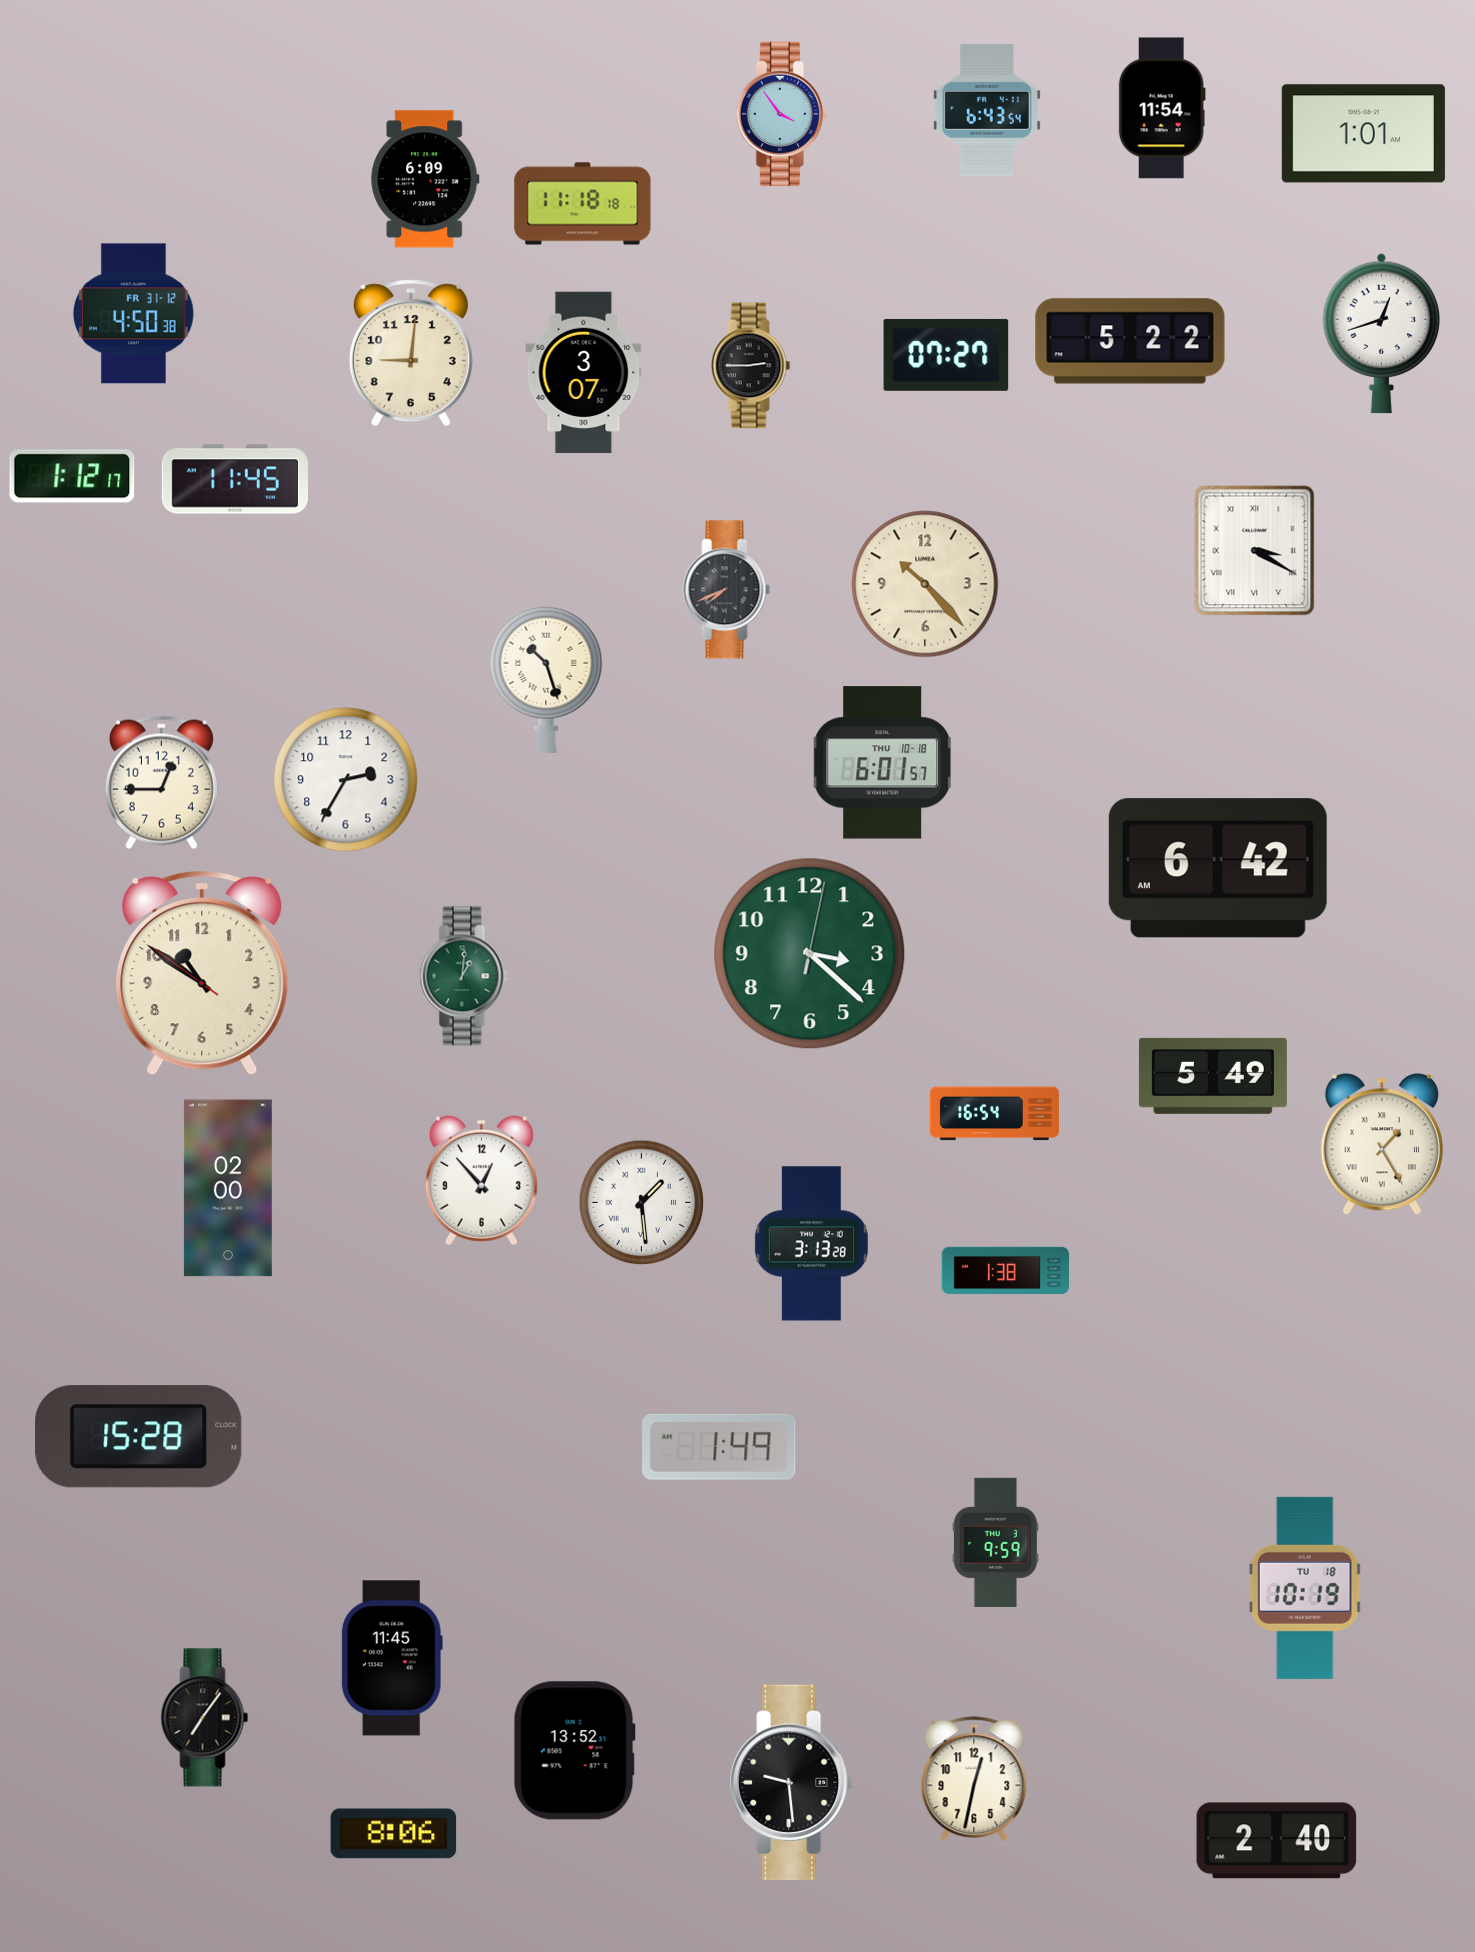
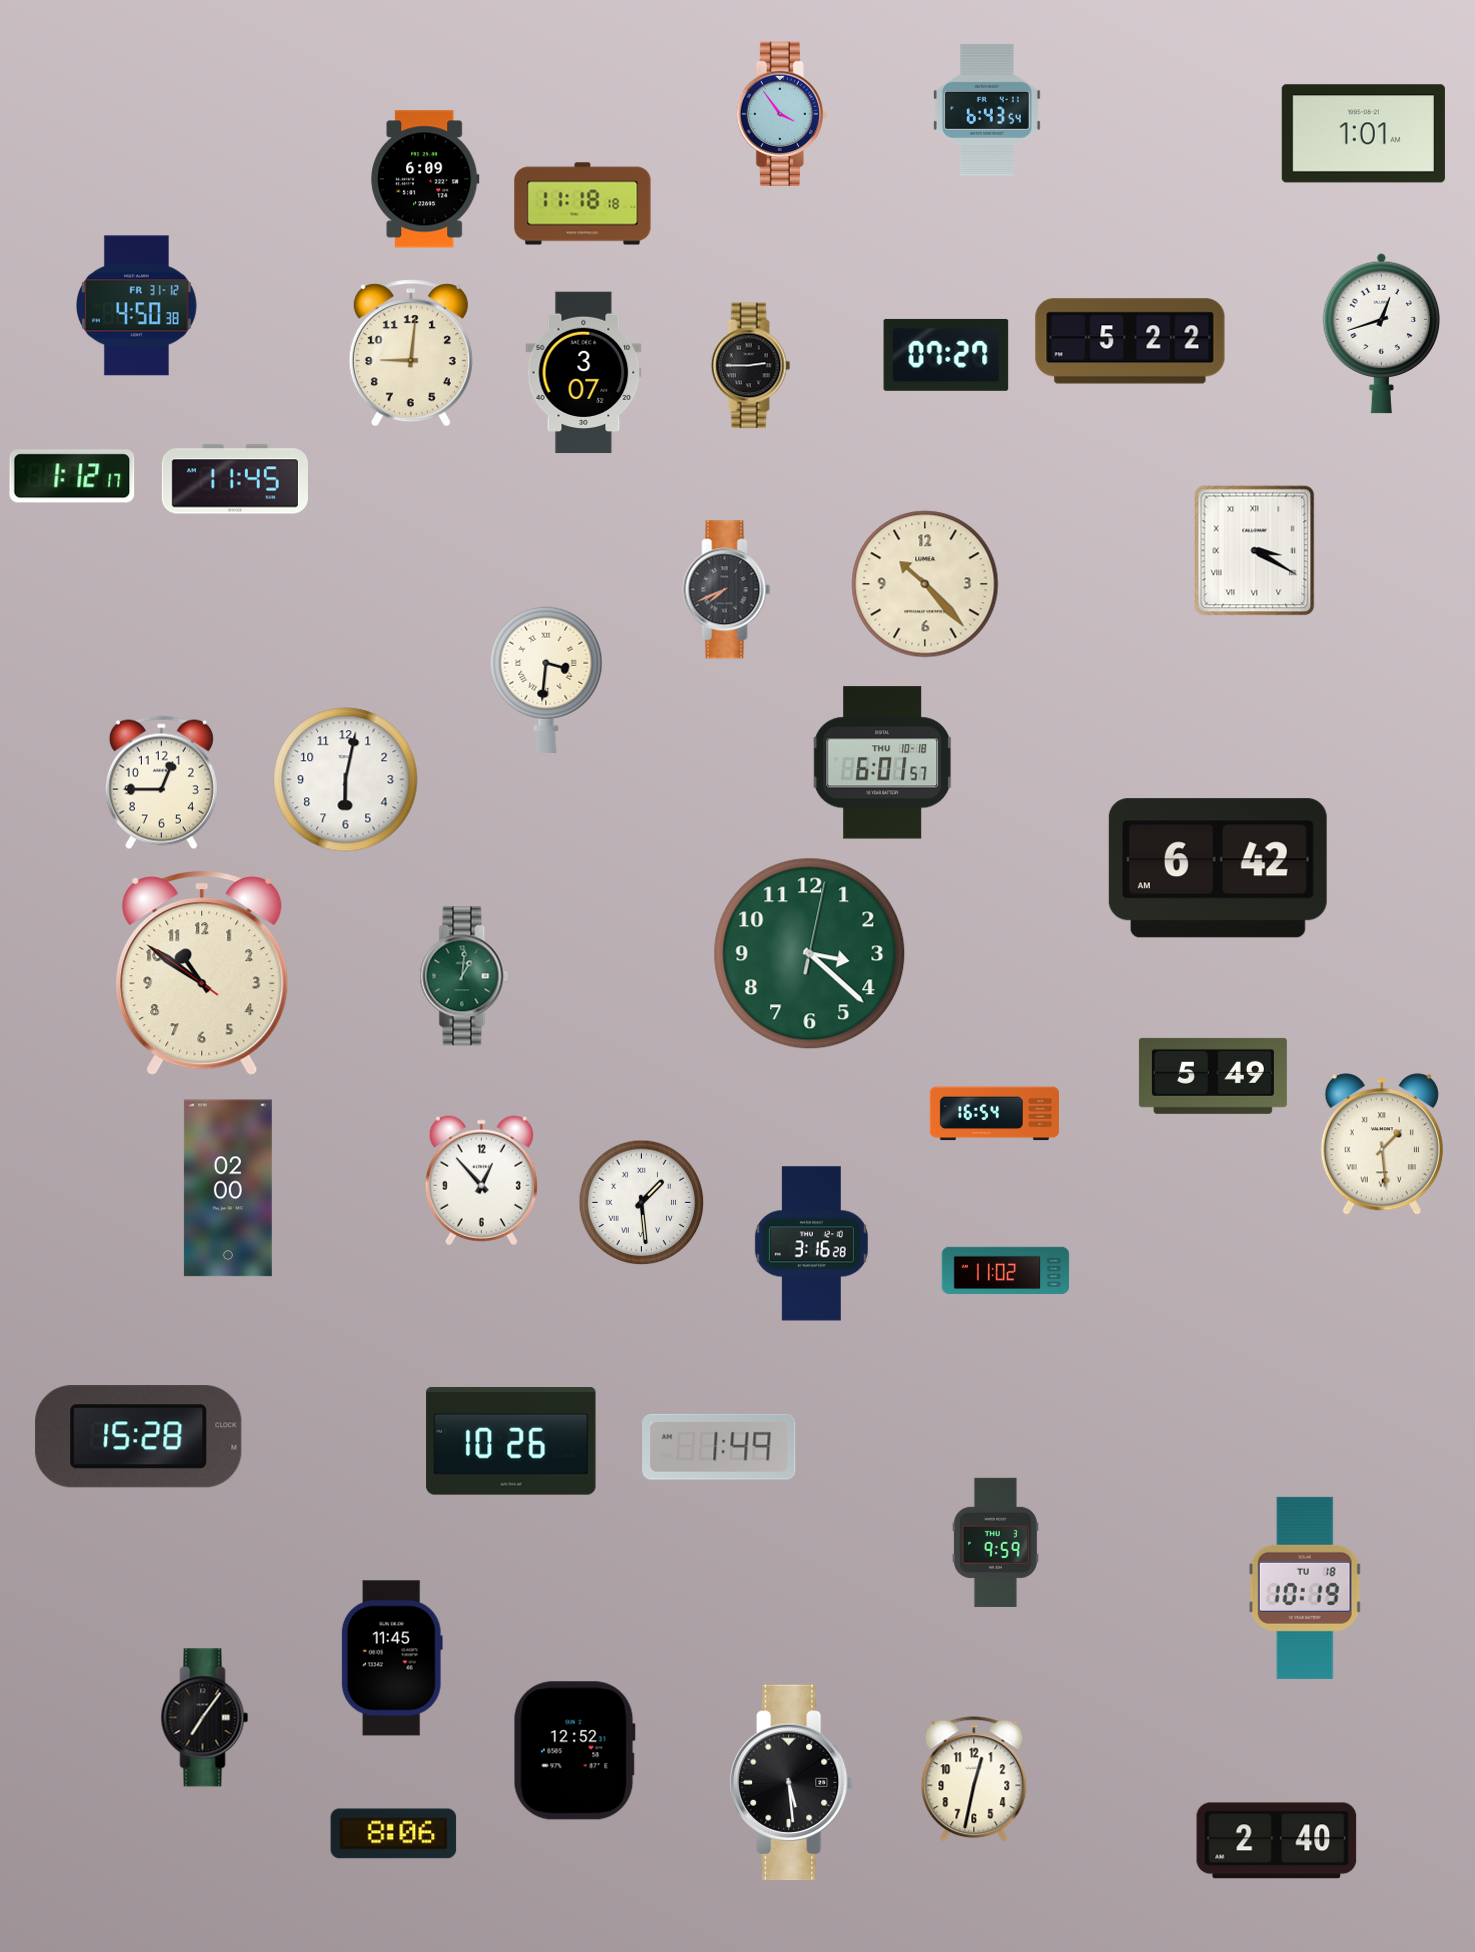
clock at (1162, 108): 11:54 -> none
clock at (133, 314) position: (133, 314) -> (136, 306)
clock at (546, 680): 10:27 -> 3:31
clock at (346, 780): 2:35 -> 6:02
clock at (1382, 1144): 1:25 -> 1:29
clock at (811, 1244): 3:13 -> 3:16
clock at (1006, 1271): 1:38 -> 11:02
clock at (511, 1442): none -> 10:26
clock at (574, 1751): 13:52 -> 12:52
clock at (792, 1783): 9:29 -> 5:29
